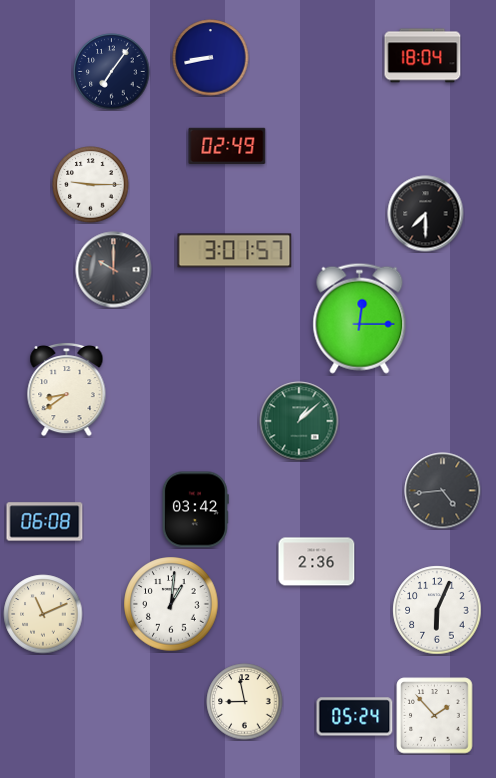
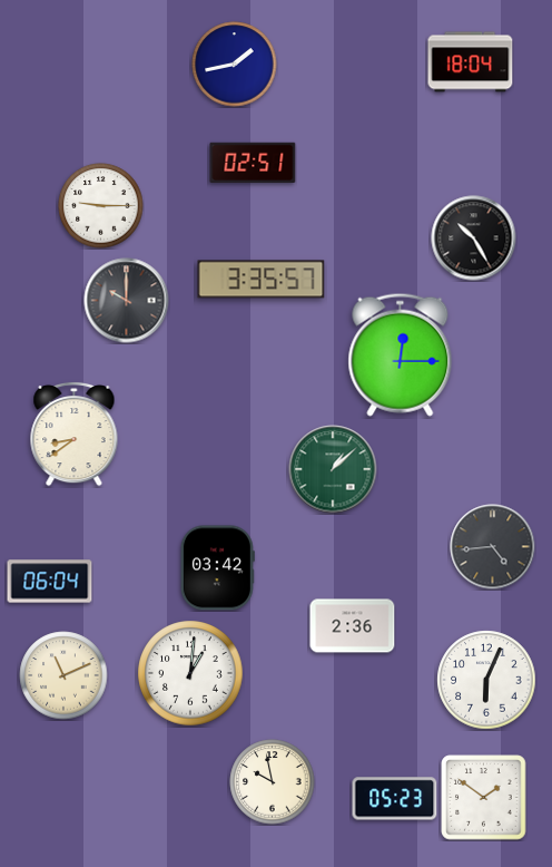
clock at (211, 58): 8:43 -> 1:43
clock at (112, 72): 7:06 -> none
clock at (227, 146): 02:49 -> 02:51
clock at (426, 214): 7:30 -> 10:25
clock at (235, 251): 3:01 -> 3:35
clock at (45, 522): 06:08 -> 06:04
clock at (43, 614) position: (43, 614) -> (63, 675)
clock at (245, 702): 8:58 -> 9:58
clock at (435, 716): 1:53 -> 1:51
clock at (355, 717): 05:24 -> 05:23
